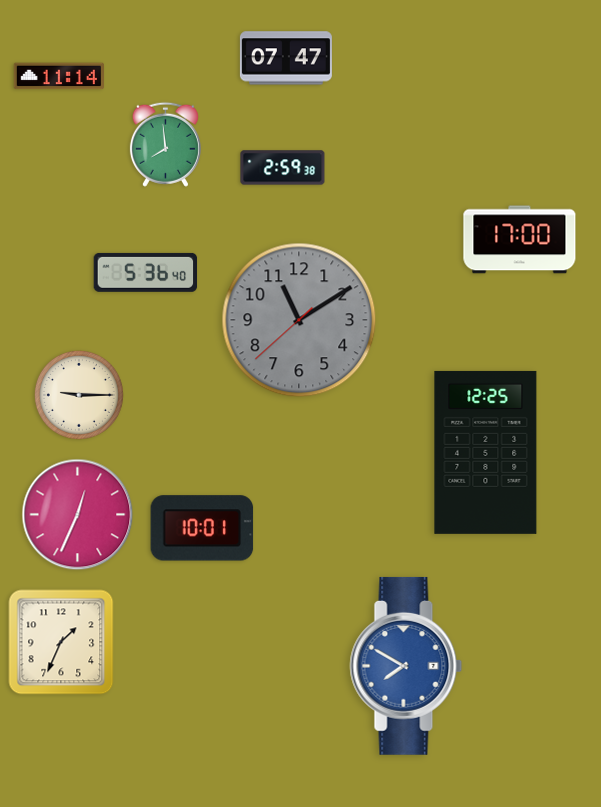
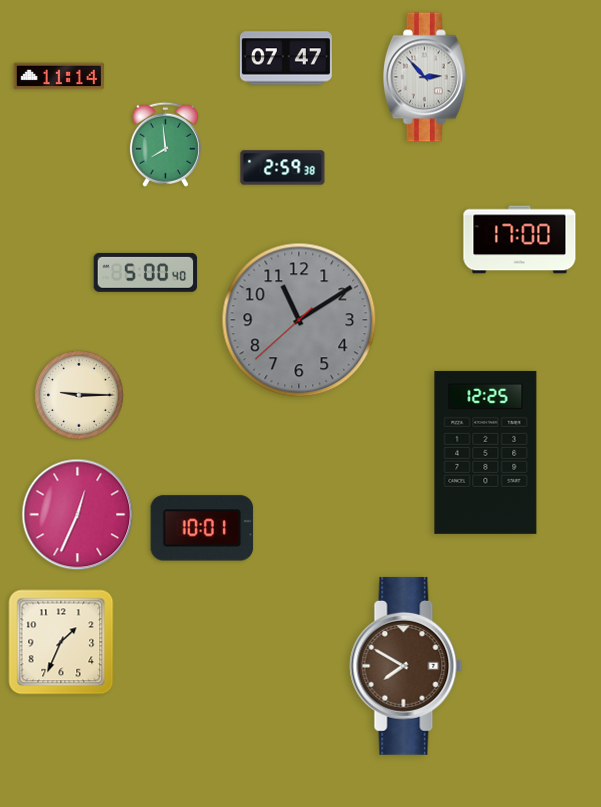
clock at (425, 77): none -> 2:53
clock at (146, 272): 5:36 -> 5:00
clock at (406, 666) dial: blue -> brown
